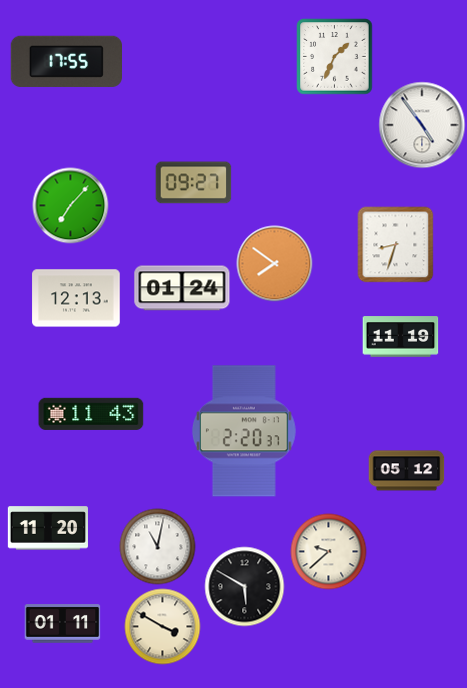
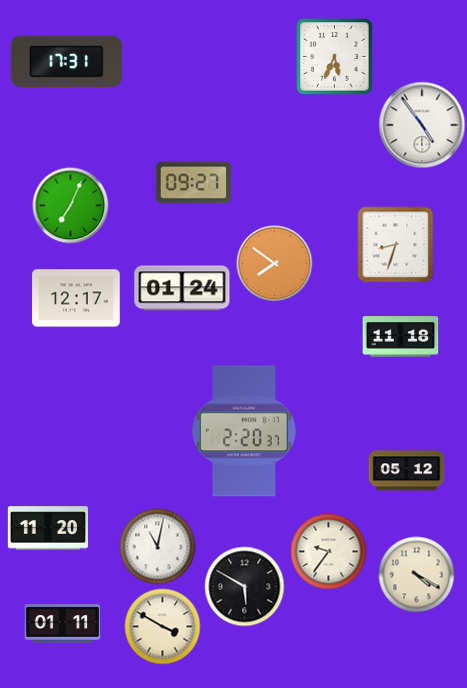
clock at (335, 57): 1:34 -> 5:34
clock at (66, 61): 17:55 -> 17:31
clock at (71, 206): 7:07 -> 7:04
clock at (76, 298): 12:13 -> 12:17
clock at (401, 337): 11:19 -> 11:18
clock at (91, 414): 11:43 -> none
clock at (329, 552): 9:38 -> 9:36
clock at (417, 575): none -> 4:20
